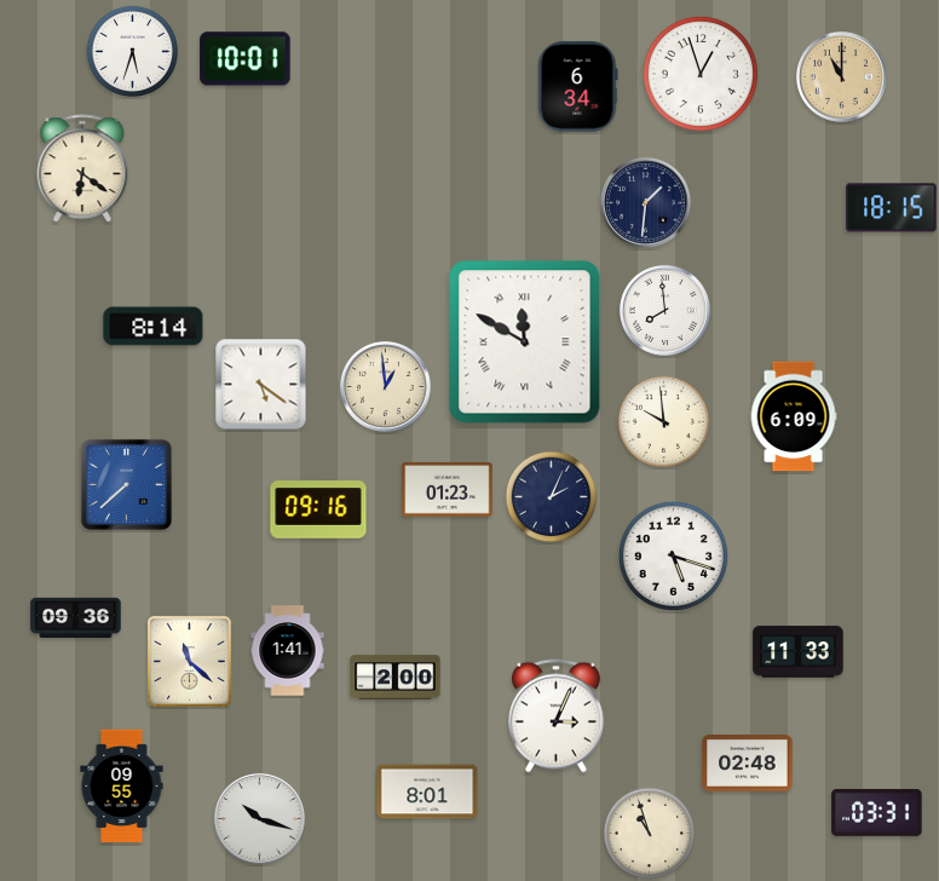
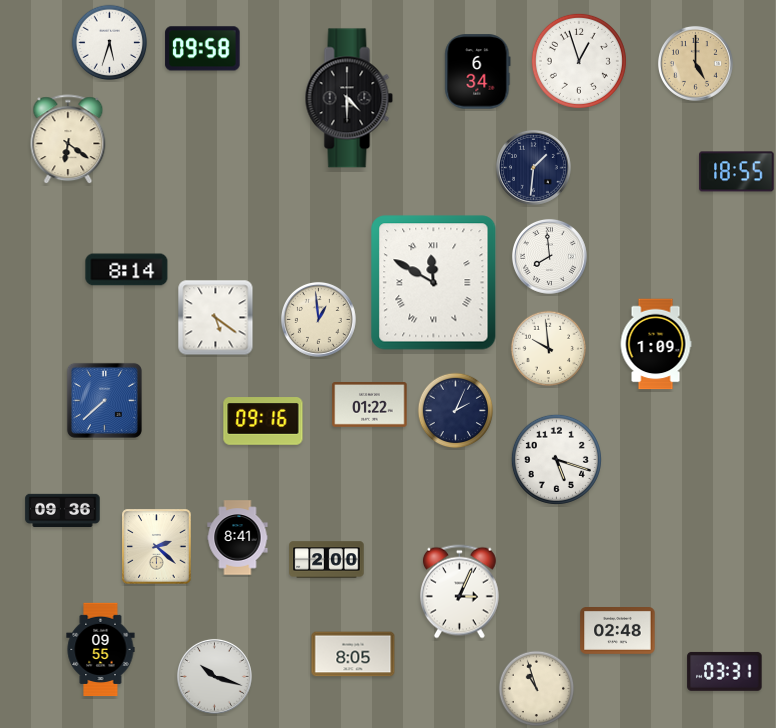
clock at (246, 59): 10:01 -> 09:58
clock at (841, 76): 11:00 -> 5:00
clock at (349, 98): none -> 4:30
clock at (892, 208): 18:15 -> 18:55
clock at (794, 416): 6:09 -> 1:09
clock at (448, 490): 01:23 -> 01:22
clock at (288, 651): 1:41 -> 8:41
clock at (799, 652): 11:33 -> none
clock at (190, 662): 11:22 -> 2:22
clock at (427, 791): 8:01 -> 8:05
